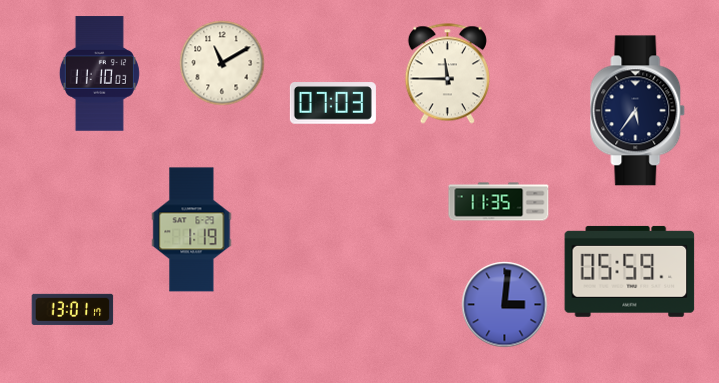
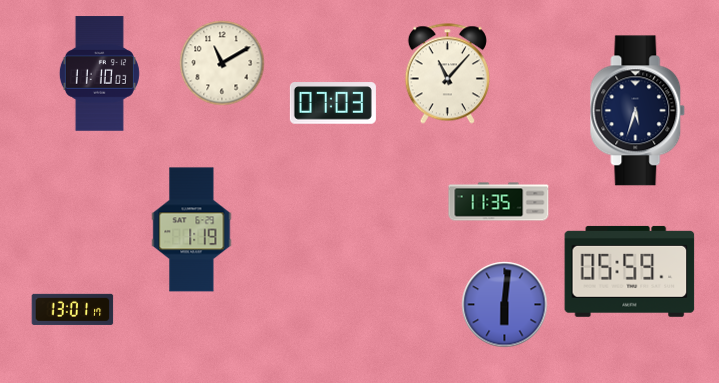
clock at (447, 74): 11:45 -> 11:07
clock at (638, 111): 5:36 -> 5:33
clock at (505, 305): 3:01 -> 6:01
